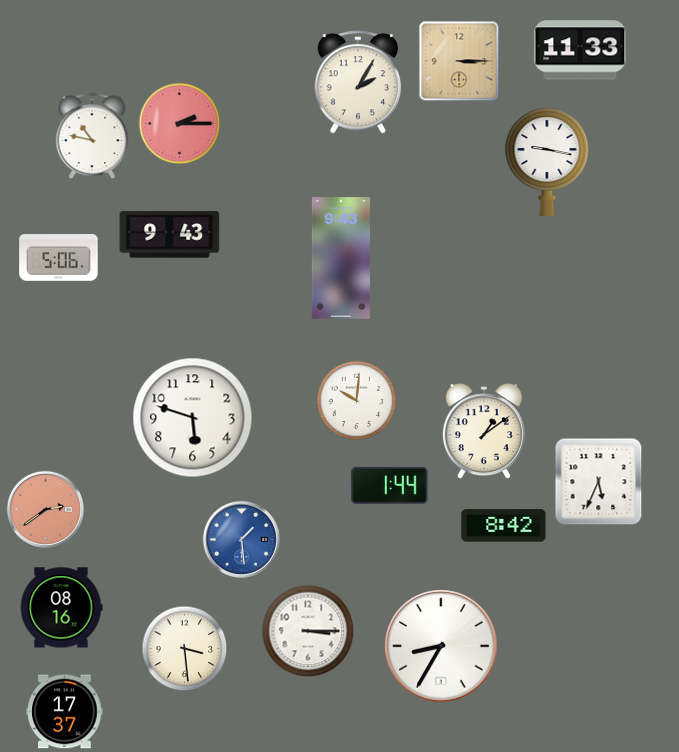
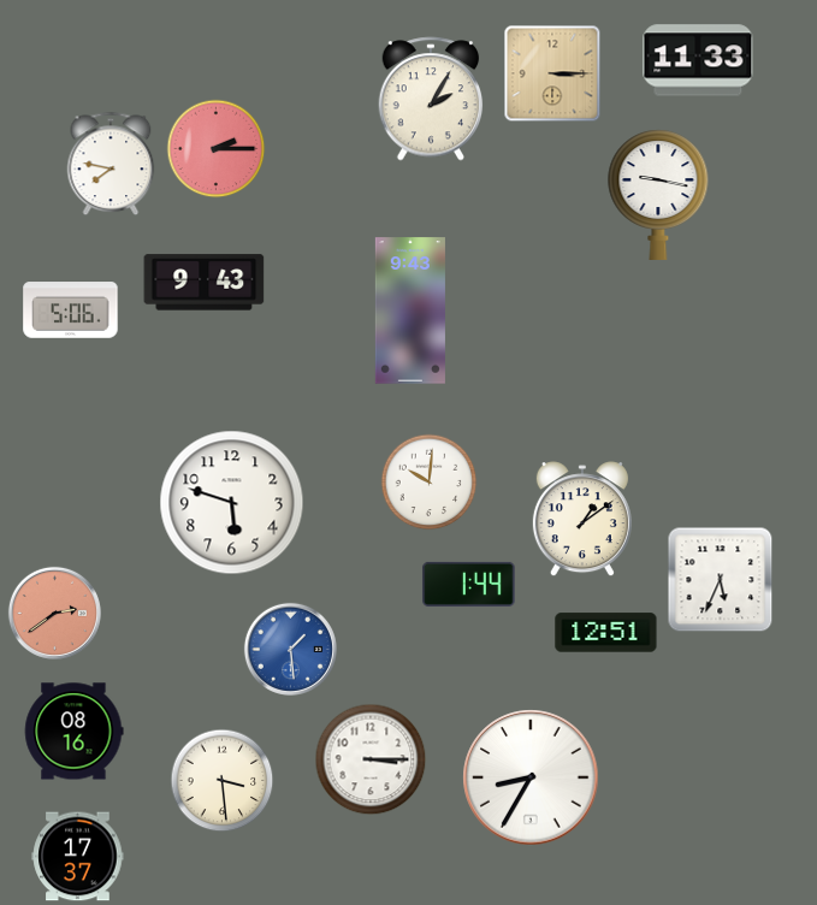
clock at (92, 136): 10:47 -> 7:47
clock at (504, 526): 8:42 -> 12:51
